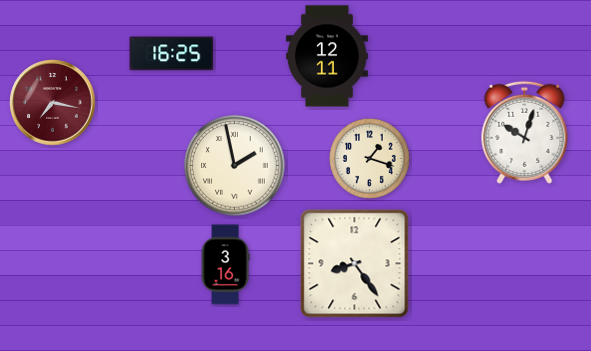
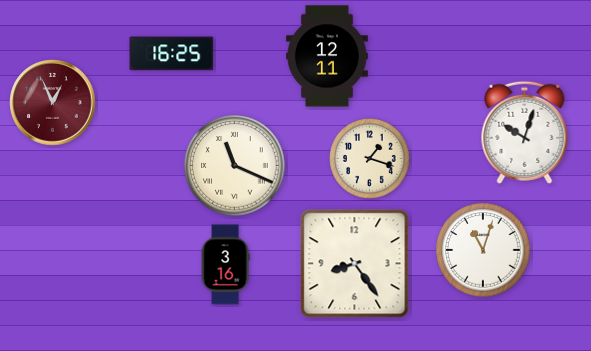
clock at (53, 103): 7:17 -> 12:56
clock at (235, 166): 1:58 -> 11:19
clock at (483, 250): none -> 11:03
